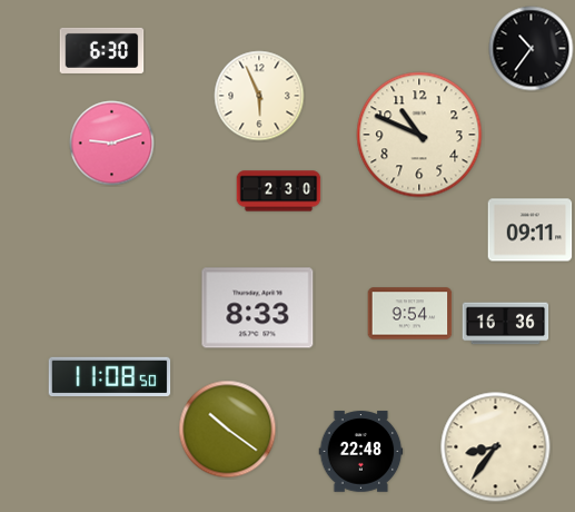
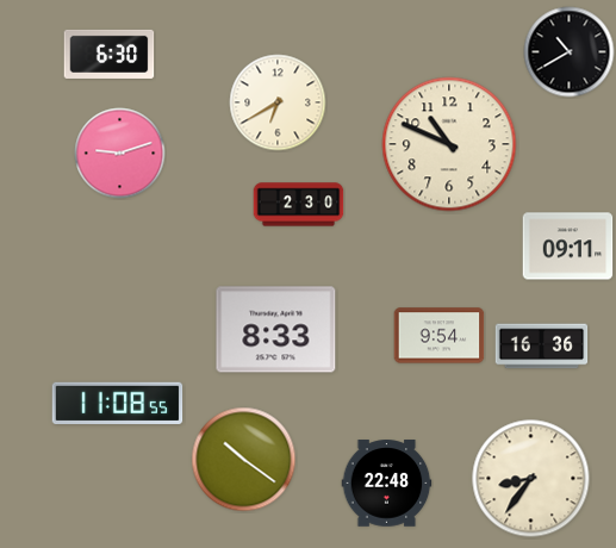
clock at (532, 49): 10:36 -> 10:40
clock at (259, 96): 5:56 -> 6:40
clock at (110, 377): 11:08:50 -> 11:08:55
